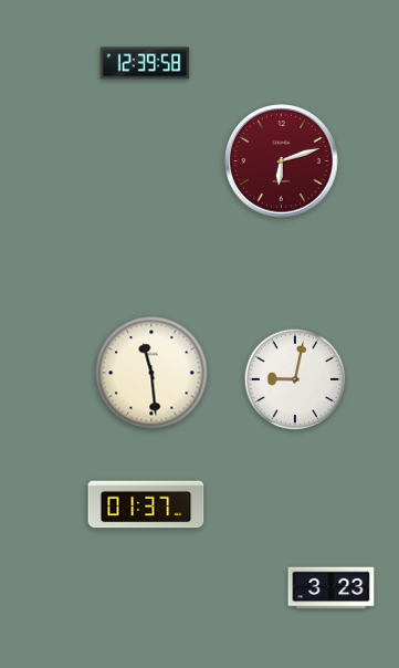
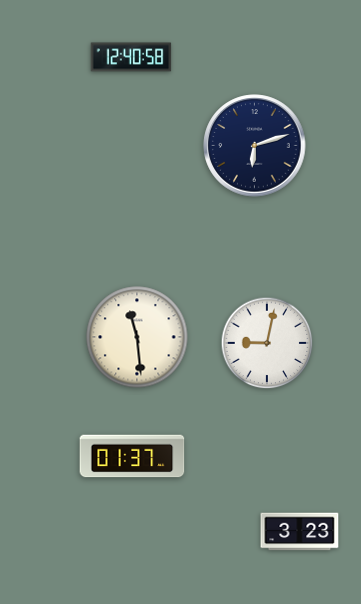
clock at (145, 63): 12:39 -> 12:40
clock at (282, 161) dial: burgundy -> navy
